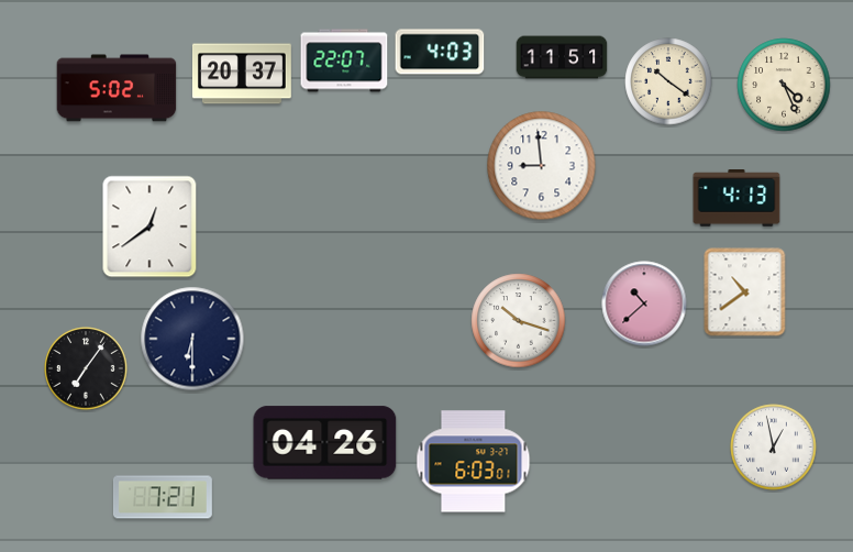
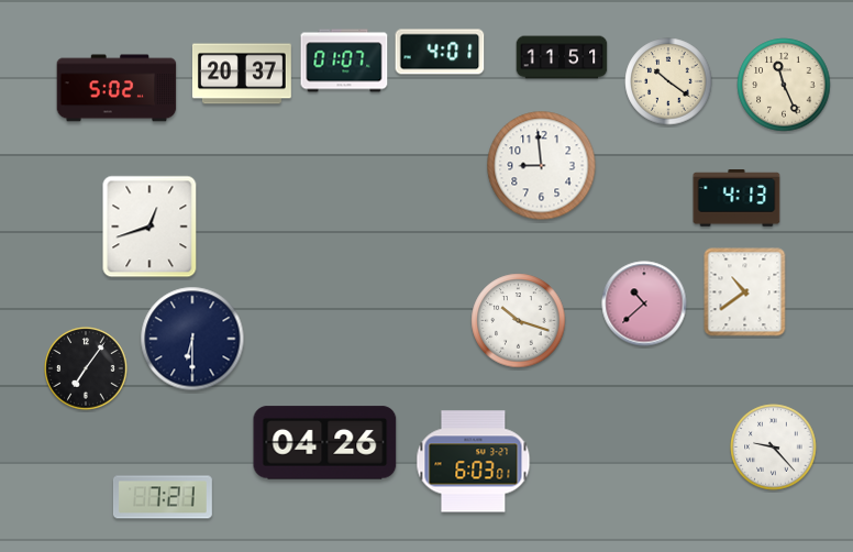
clock at (440, 52): 4:03 -> 4:01
clock at (344, 60): 22:07 -> 01:07
clock at (784, 85): 4:26 -> 11:26
clock at (149, 227): 12:39 -> 12:42
clock at (774, 448): 12:58 -> 9:23
